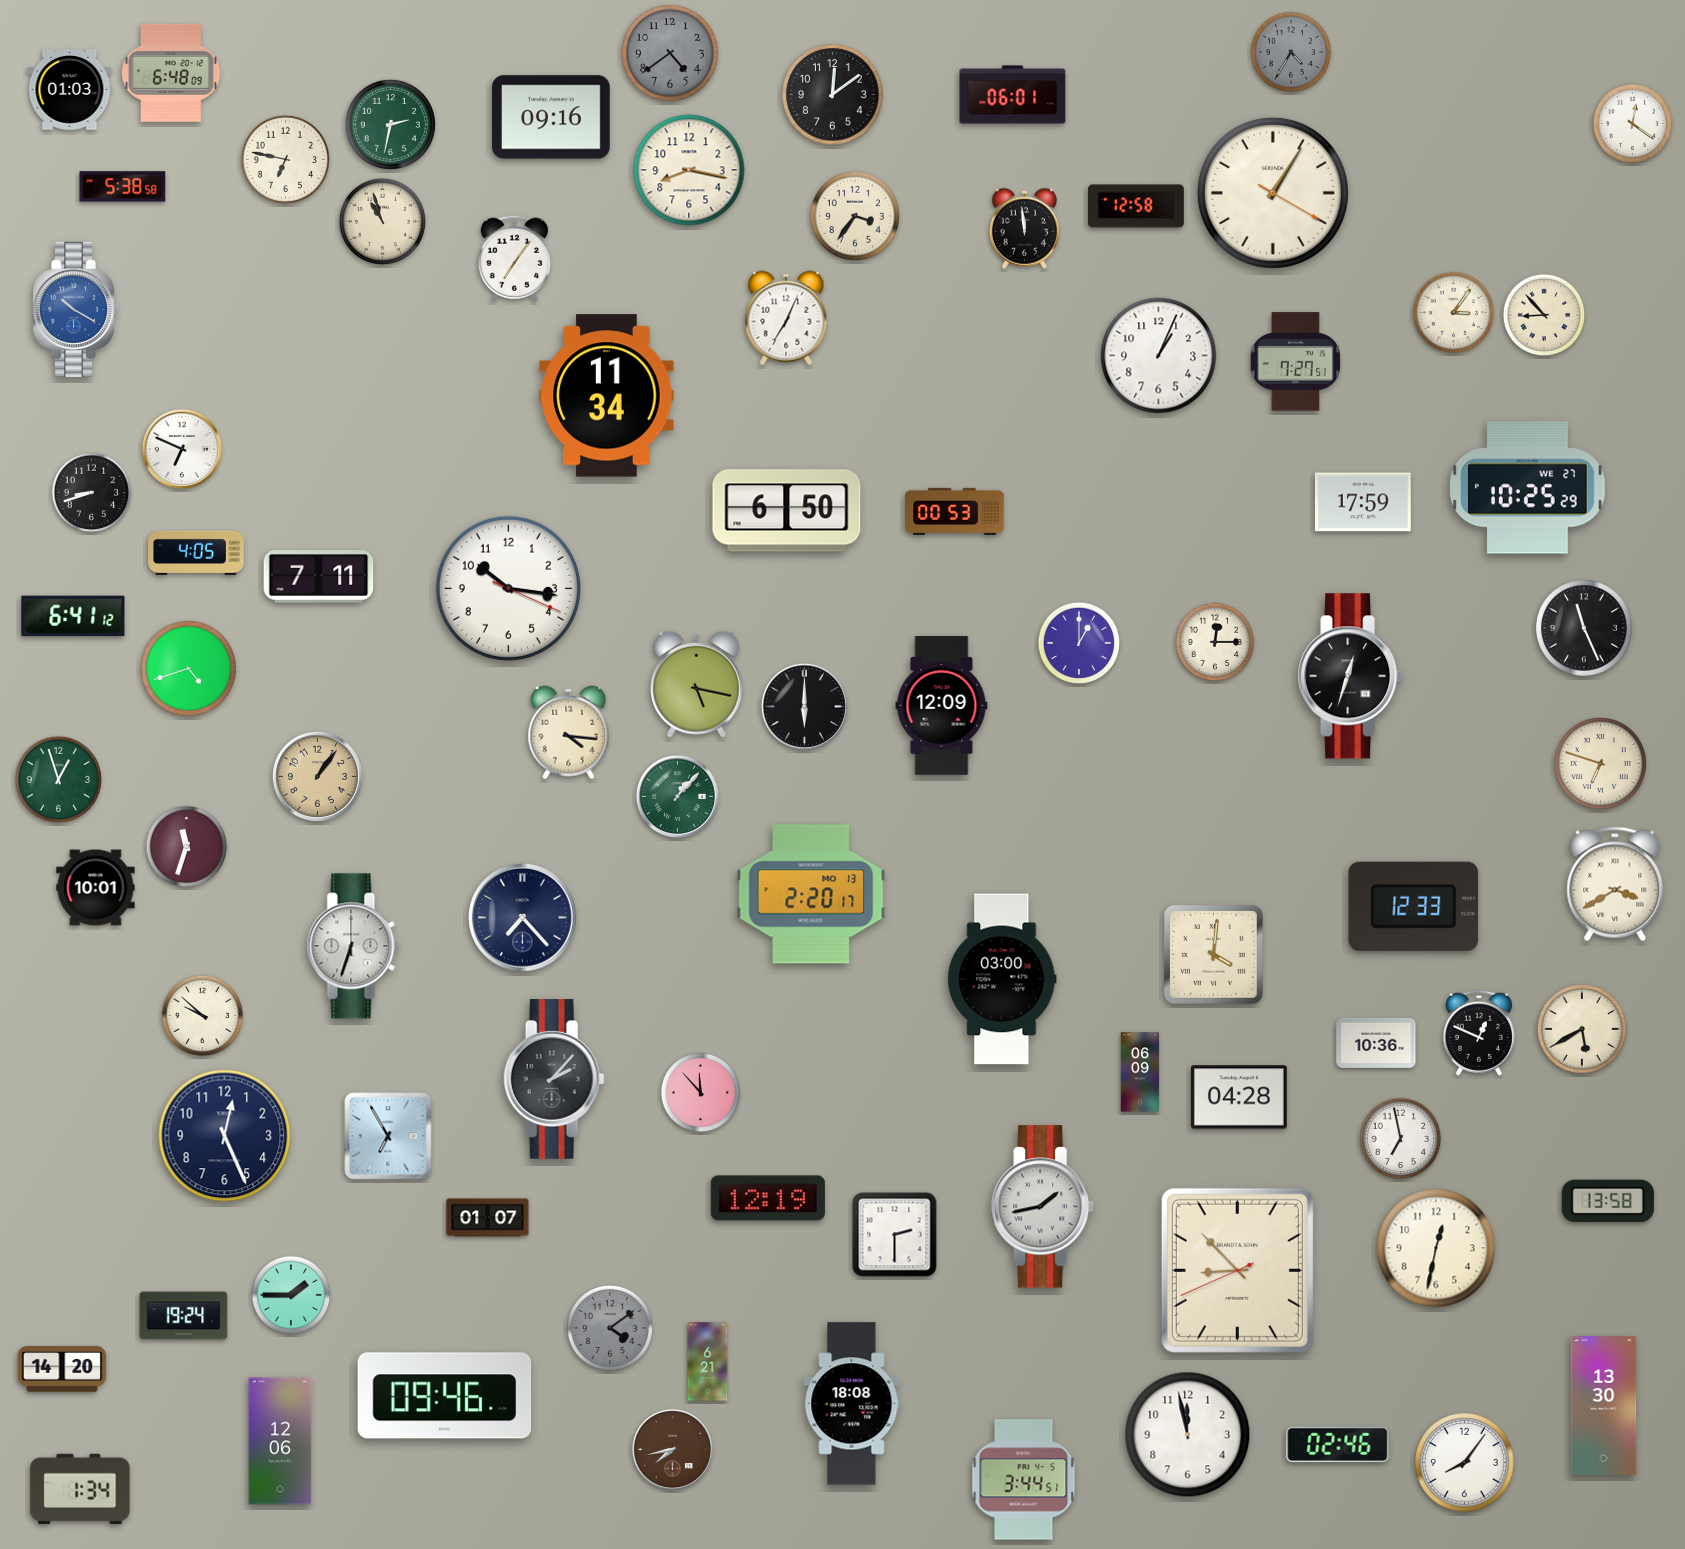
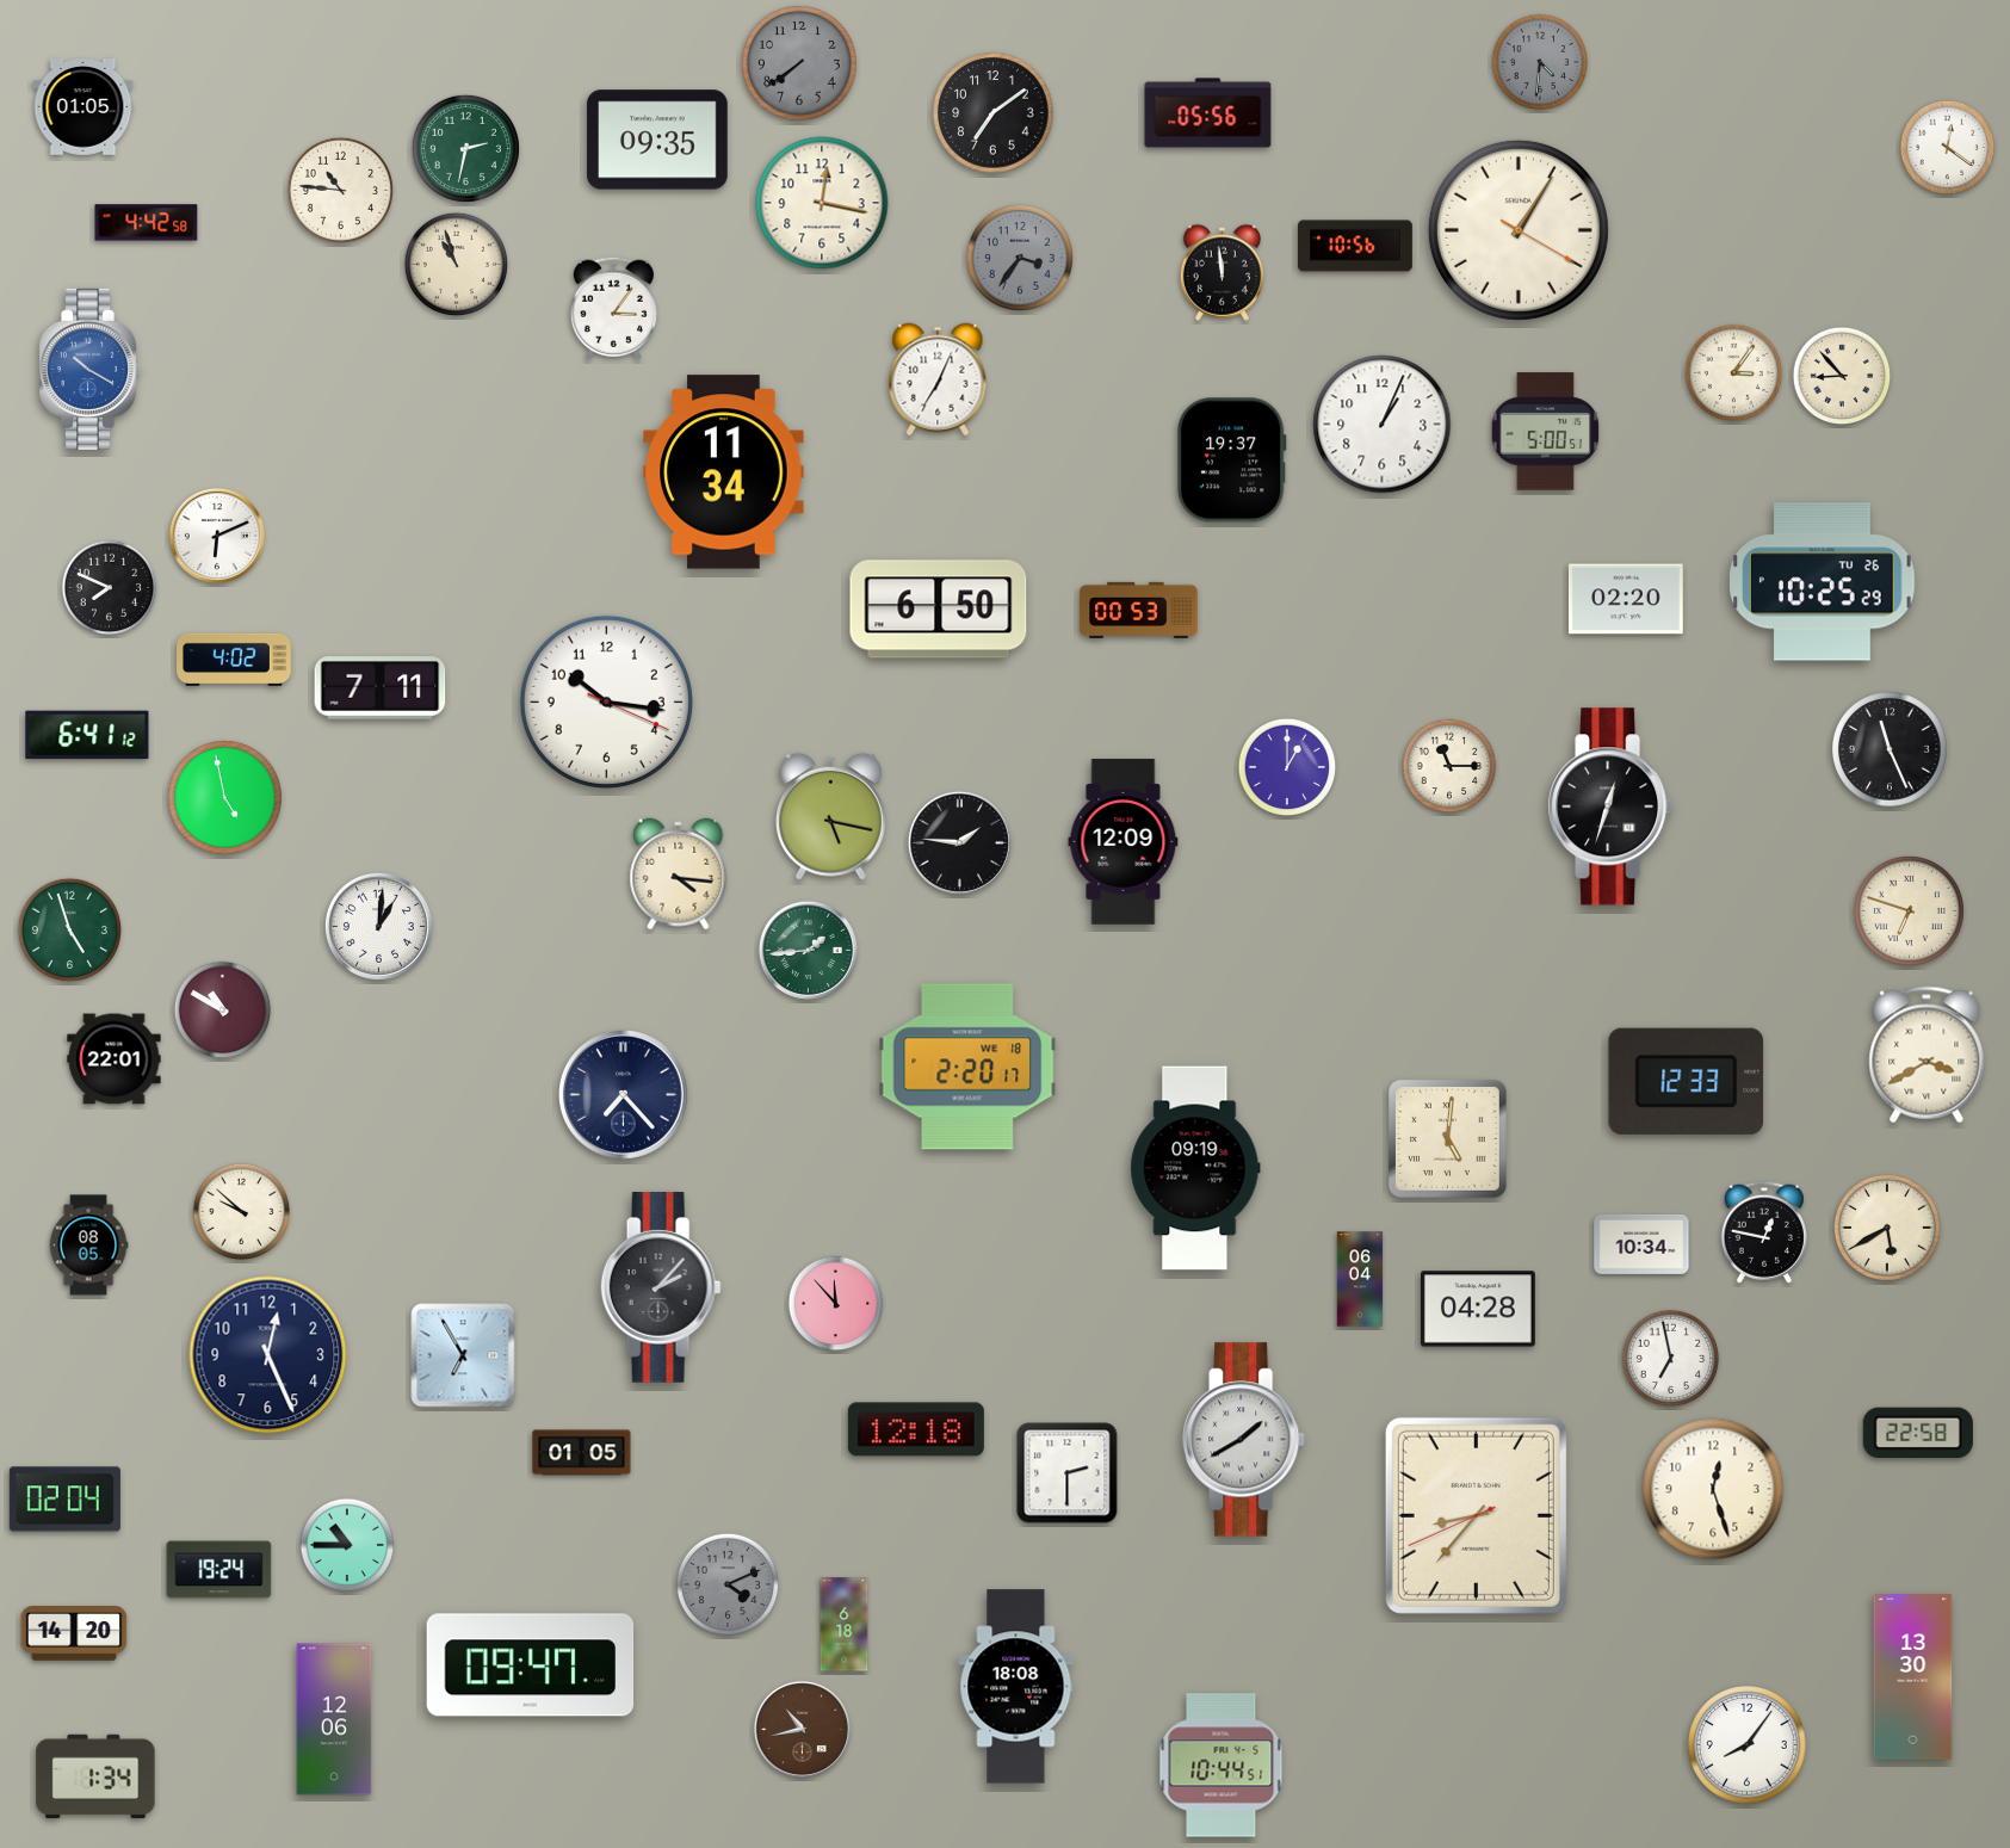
clock at (1291, 52): 4:35 -> 4:31
clock at (671, 54): 4:39 -> 7:39
clock at (171, 73): 6:48 -> none
clock at (70, 90): 01:03 -> 01:05
clock at (833, 95): 12:09 -> 7:09
clock at (1013, 95): 06:01 -> 05:56
clock at (551, 117): 09:16 -> 09:35
clock at (285, 159): 6:47 -> 10:46
clock at (689, 170): 8:17 -> 12:17
clock at (123, 187): 5:38 -> 4:42
clock at (1136, 206): 12:58 -> 10:56
clock at (855, 216) dial: cream -> grey
clock at (514, 258): 7:06 -> 3:06
clock at (1295, 362): 7:27 -> 5:00
clock at (1231, 461): none -> 19:37
clock at (182, 449): 6:49 -> 6:11
clock at (1528, 488) date: WE 27 -> TU 26
clock at (92, 493): 8:42 -> 7:49
clock at (1363, 502): 17:59 -> 02:20
clock at (197, 553): 4:05 -> 4:02
clock at (1215, 642): 12:15 -> 11:15
clock at (189, 669): 4:42 -> 4:58
clock at (804, 706): 6:00 -> 1:46
clock at (317, 776): 1:06 -> 1:01
clock at (317, 776) dial: champagne -> white
clock at (58, 779): 12:57 -> 4:57
clock at (677, 796): 1:07 -> 1:44
clock at (187, 847): 11:33 -> 10:50
clock at (96, 888): 10:01 -> 22:01
clock at (811, 894) date: MO 13 -> WE 18
clock at (353, 946): 6:33 -> none
clock at (1213, 954): 4:01 -> 5:01
clock at (1002, 979): 03:00 -> 09:19
clock at (1479, 1033): 12:49 -> 12:47
clock at (1376, 1043): 10:36 -> 10:34
clock at (88, 1246): none -> 08:05
clock at (1140, 1072): 06:09 -> 06:04
clock at (768, 1198): 12:19 -> 12:18
clock at (1608, 1201): 13:58 -> 22:58
clock at (1044, 1207): 1:43 -> 1:40
clock at (488, 1218): 01:07 -> 01:05
clock at (1436, 1248): 12:32 -> 12:27
clock at (64, 1500): none -> 02:04
clock at (1237, 1270): 8:52 -> 8:36
clock at (291, 1295): 1:45 -> 10:45
clock at (610, 1328): 4:09 -> 4:11
clock at (708, 1362): 6:21 -> 6:18
clock at (445, 1396): 09:46 -> 09:47
clock at (852, 1404) position: (852, 1404) -> (1016, 1687)
clock at (1188, 1435): 11:58 -> none
clock at (1338, 1445): 02:46 -> none
clock at (672, 1449): 7:43 -> 10:43
clock at (1024, 1480): 3:44 -> 10:44
